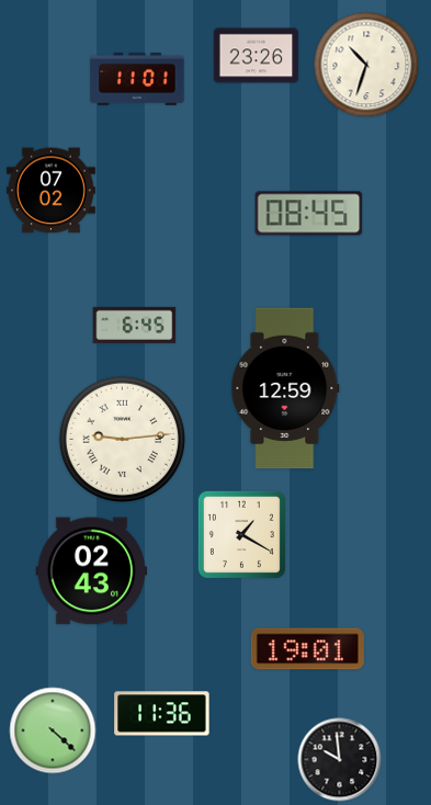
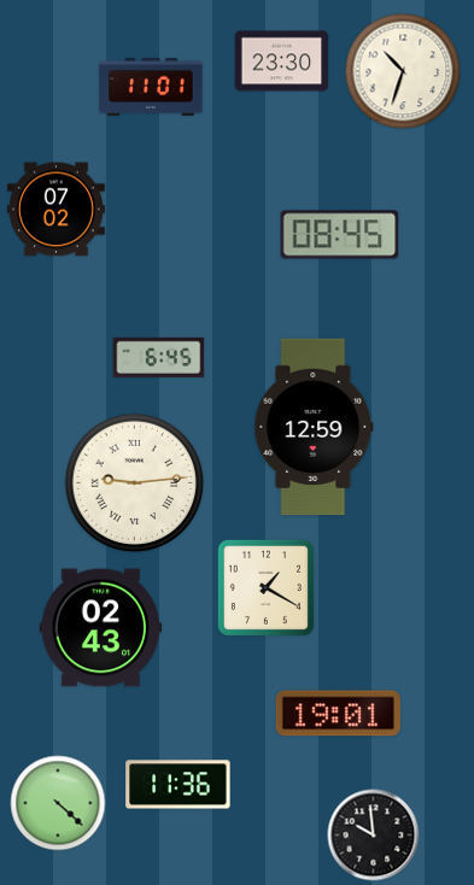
clock at (257, 56): 23:26 -> 23:30
clock at (135, 325) position: (135, 325) -> (159, 357)
